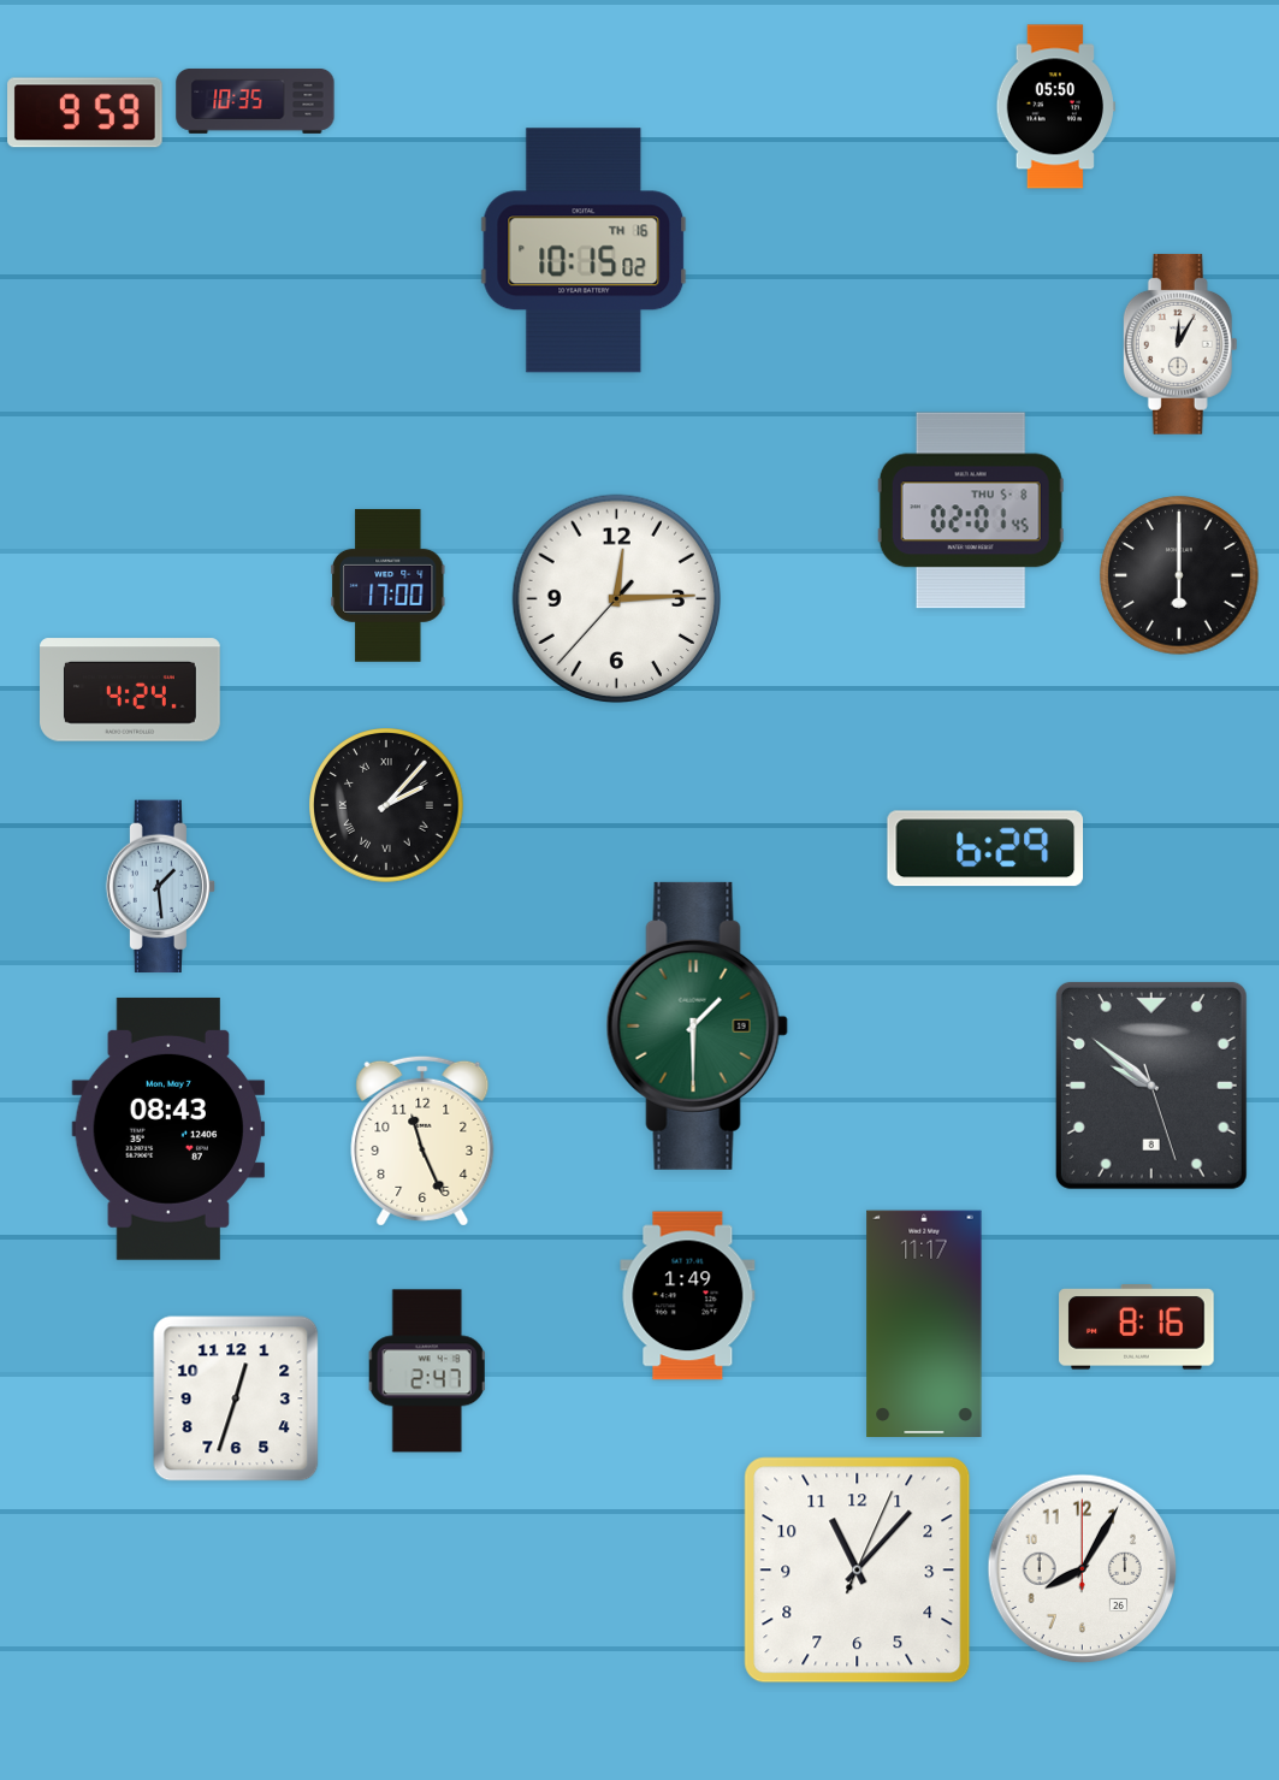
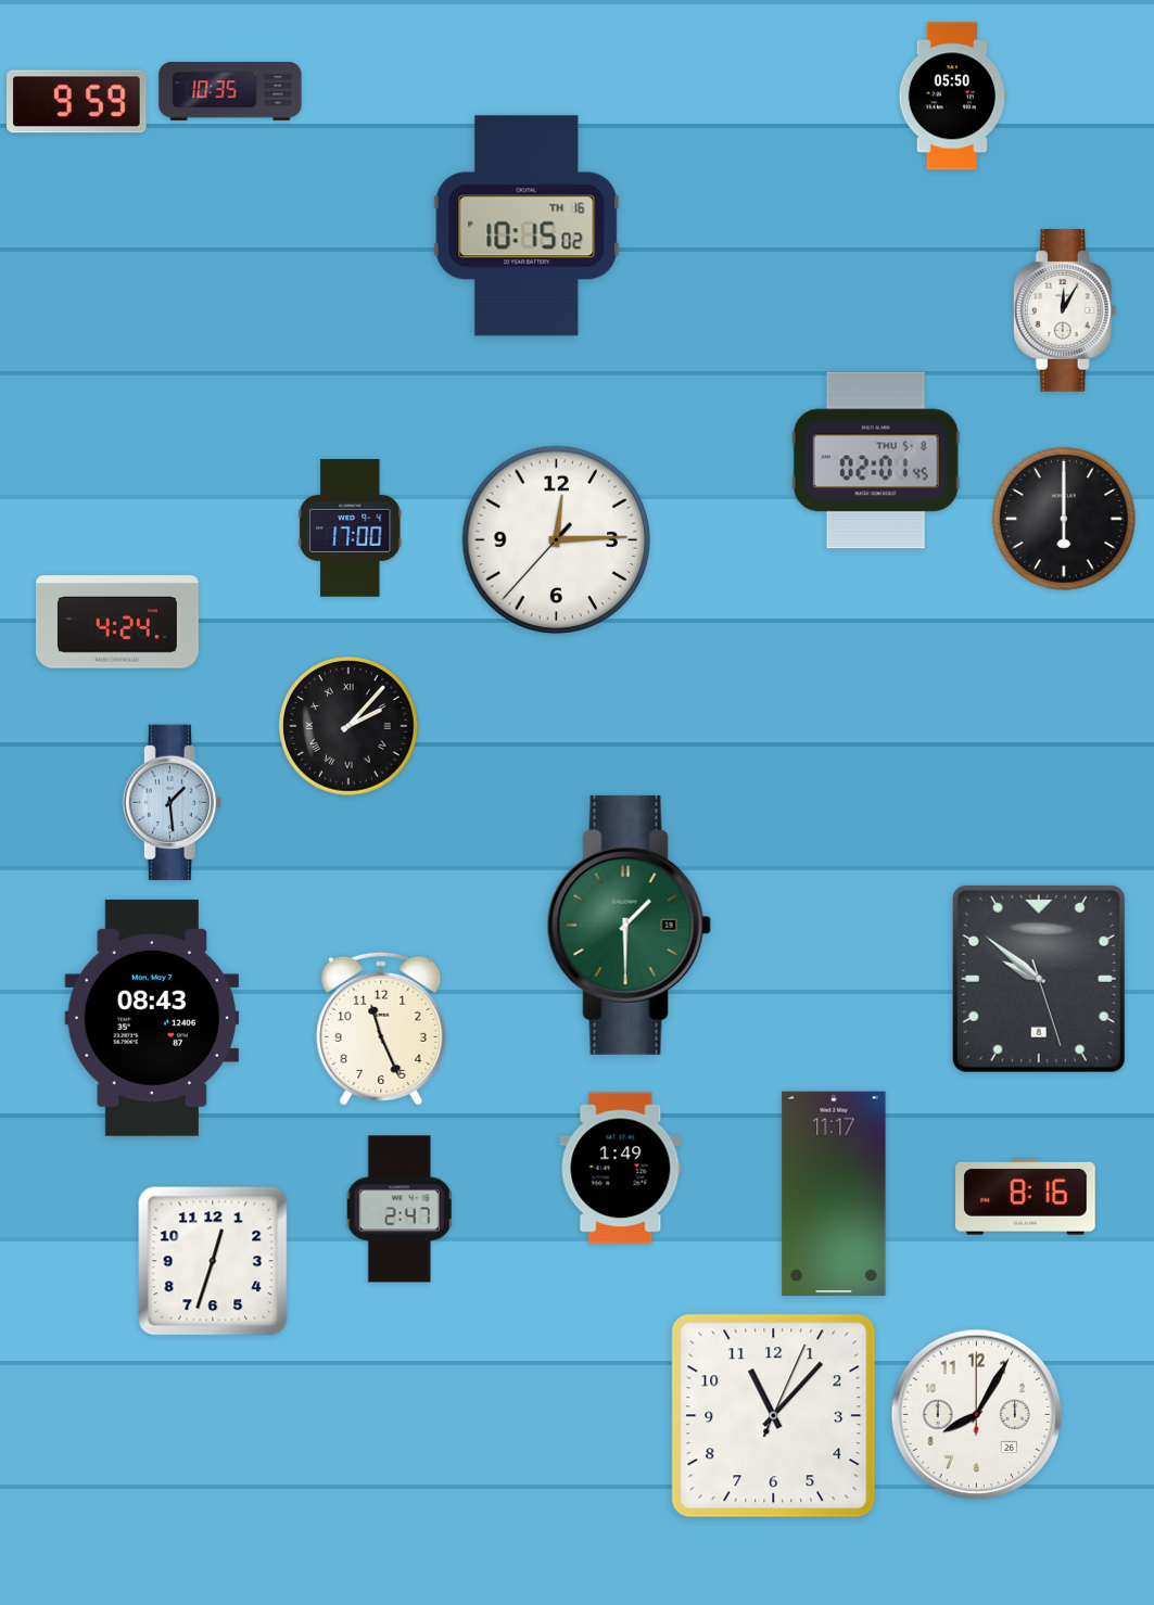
clock at (985, 848): 6:29 -> none
clock at (160, 887) position: (160, 887) -> (172, 803)
clock at (427, 1371) position: (427, 1371) -> (400, 1209)
